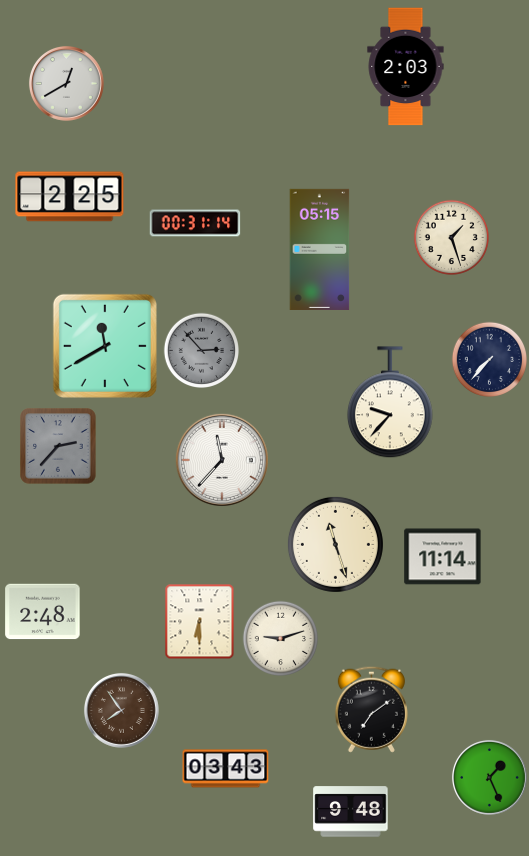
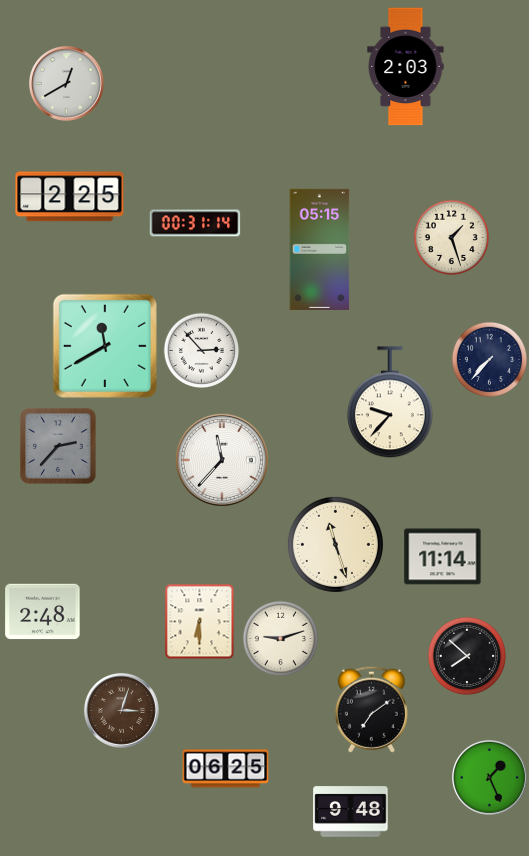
clock at (201, 350) dial: grey -> white
clock at (466, 655): none -> 7:52
clock at (122, 711): 7:54 -> 3:03
clock at (226, 769): 03:43 -> 06:25
